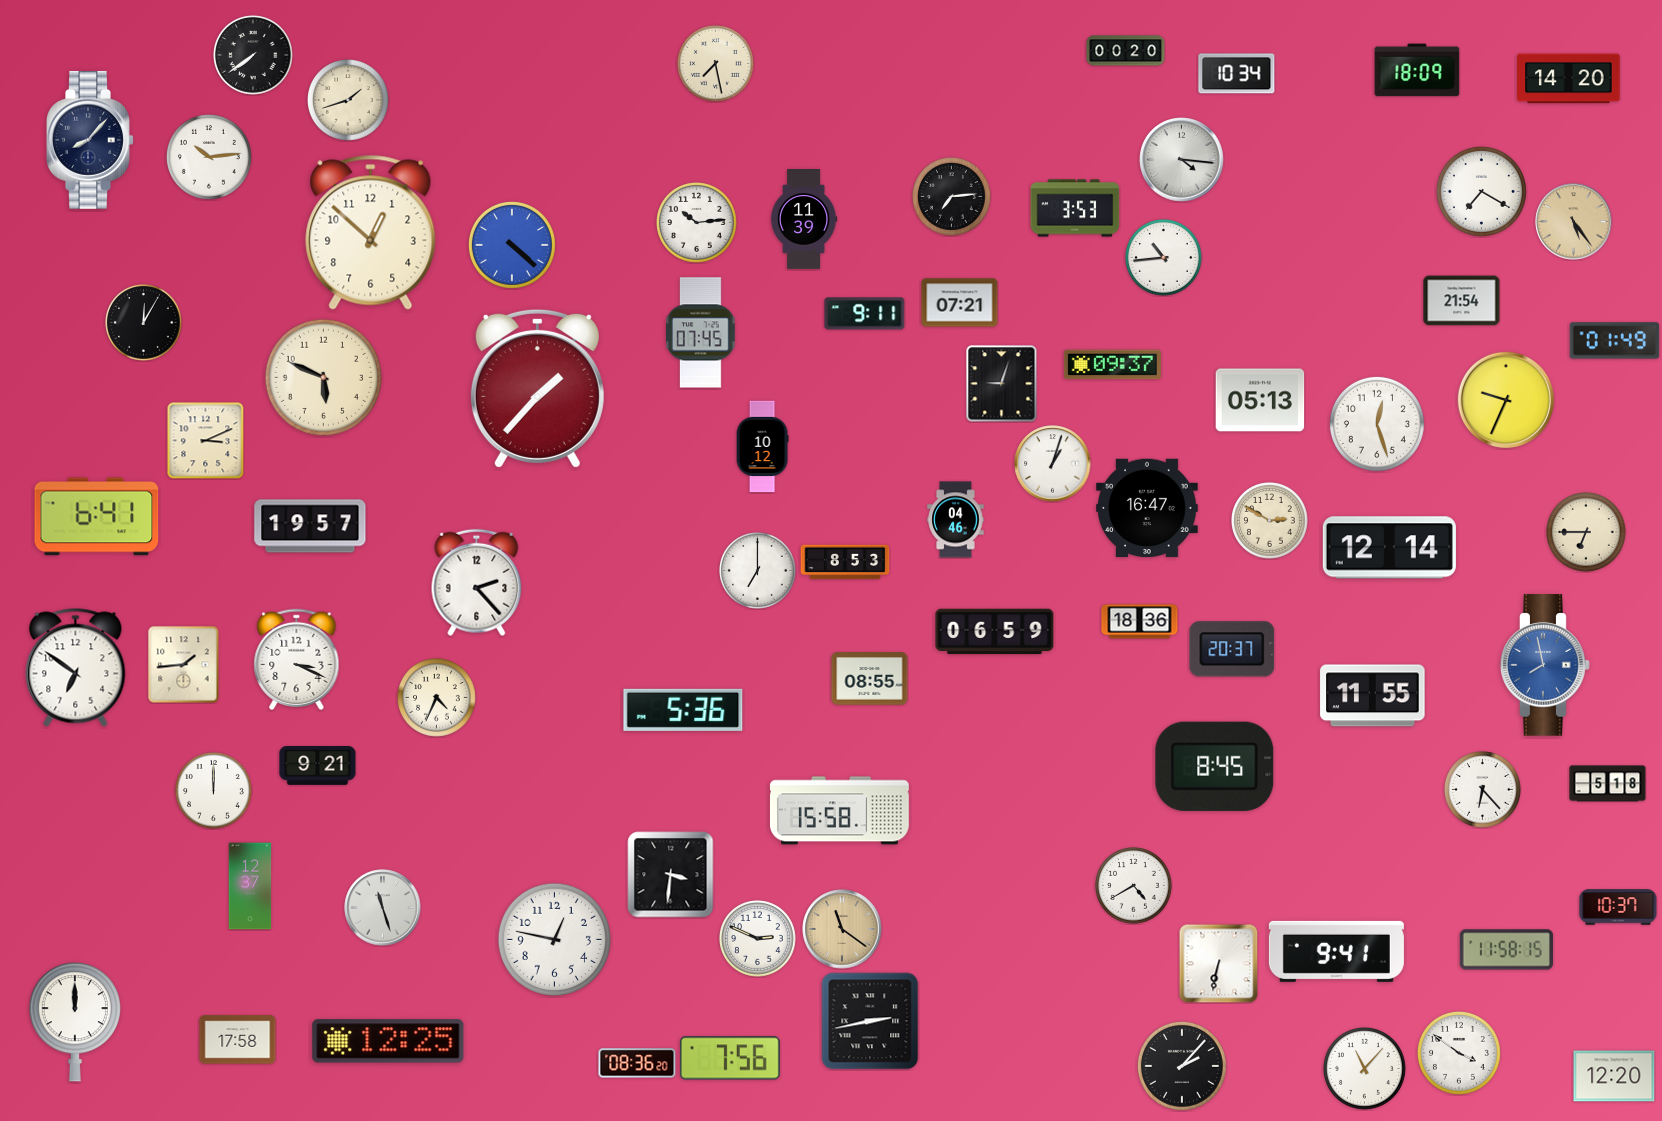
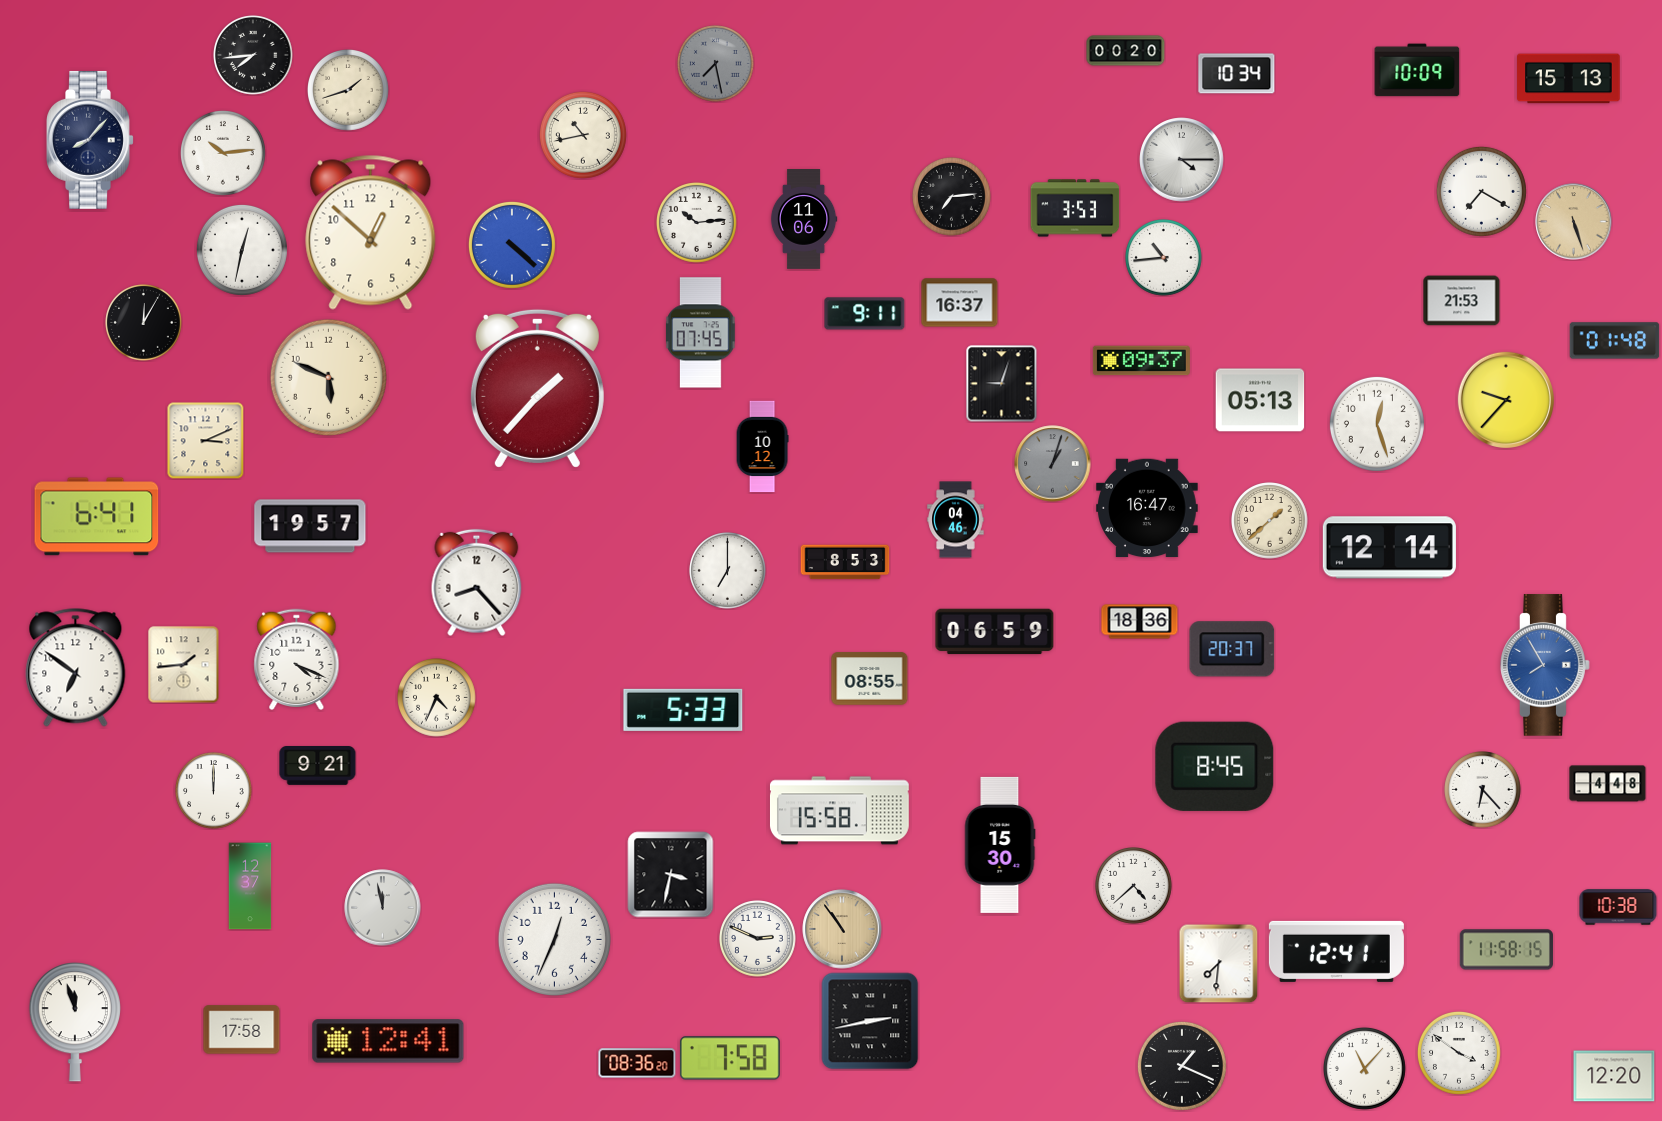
clock at (254, 56): 7:39 -> 7:44
clock at (716, 64) dial: cream -> grey
clock at (1417, 70): 18:09 -> 10:09
clock at (1569, 79): 14:20 -> 15:13
clock at (349, 101) position: (349, 101) -> (349, 91)
clock at (583, 135): none -> 10:43
clock at (209, 157) position: (209, 157) -> (223, 153)
clock at (1182, 160): 4:16 -> 4:15
clock at (804, 220): 11:39 -> 11:06
clock at (1574, 222): 5:24 -> 5:27
clock at (242, 250): none -> 12:32
clock at (1462, 301): 21:54 -> 21:53
clock at (960, 303): 07:21 -> 16:37
clock at (1615, 341): 01:49 -> 01:48
clock at (1112, 365) position: (1112, 365) -> (1141, 361)
clock at (323, 377) position: (323, 377) -> (328, 377)
clock at (1506, 400): 9:34 -> 9:37
clock at (1053, 464) dial: white -> grey
clock at (1270, 521): 2:50 -> 1:38
clock at (1587, 533): 6:45 -> none
clock at (758, 571) position: (758, 571) -> (728, 571)
clock at (477, 583): 2:23 -> 8:23
clock at (297, 660): 3:19 -> 4:19
clock at (1545, 665): 7:58 -> 7:55
clock at (1373, 696): 11:55 -> none
clock at (683, 710): 5:36 -> 5:33
clock at (1608, 784): 5:18 -> 4:48
clock at (1000, 845): none -> 15:30
clock at (671, 875): 3:31 -> 3:32
clock at (1134, 886): 4:40 -> 4:38
clock at (1618, 907): 10:37 -> 10:38
clock at (383, 908): 11:27 -> 11:58
clock at (842, 929): 11:21 -> 10:54
clock at (554, 939): 12:47 -> 12:34
clock at (1336, 951): 9:41 -> 12:41
clock at (1218, 963): 6:32 -> 7:31
clock at (75, 1022): 12:00 -> 11:57
clock at (238, 1040) position: (238, 1040) -> (242, 1030)
clock at (388, 1041): 12:25 -> 12:41
clock at (730, 1058): 7:56 -> 7:58
clock at (1182, 1066): 2:07 -> 1:19
